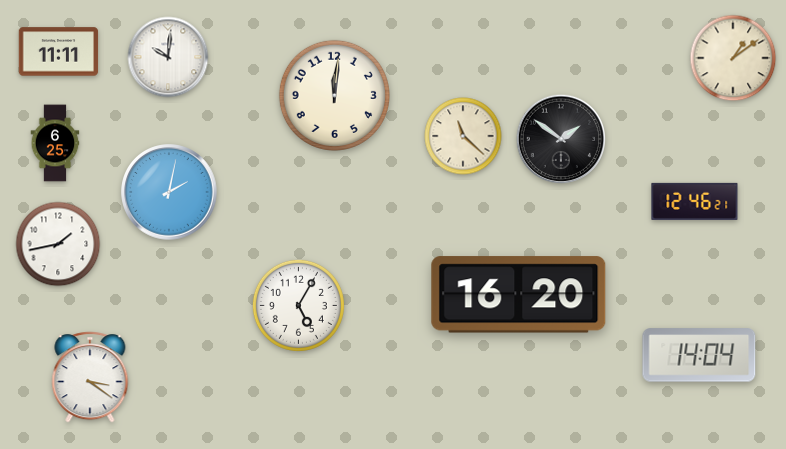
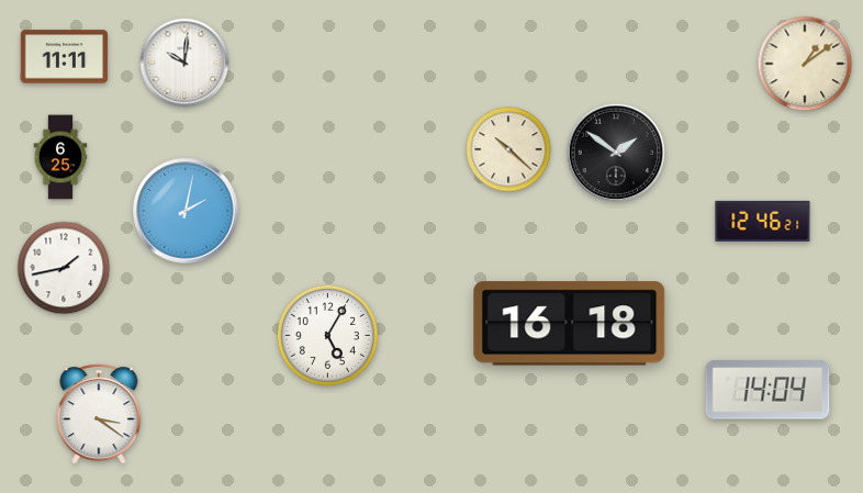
clock at (334, 95): 12:01 -> none
clock at (463, 136): 11:22 -> 10:22
clock at (519, 295): 16:20 -> 16:18
